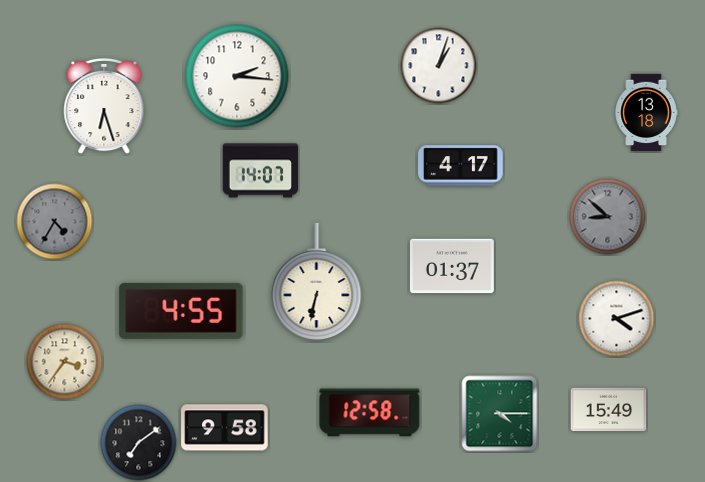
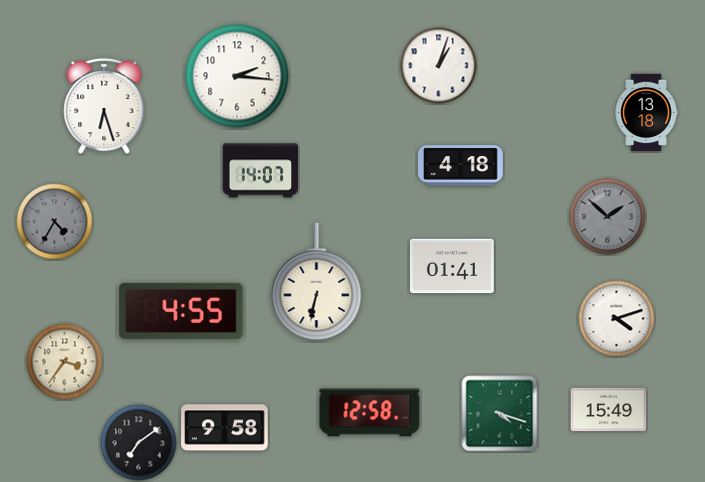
clock at (461, 166): 4:17 -> 4:18
clock at (608, 217): 8:52 -> 1:52
clock at (452, 266): 01:37 -> 01:41
clock at (500, 414): 4:15 -> 4:18
